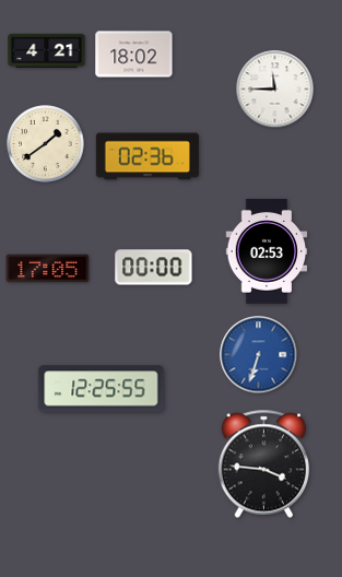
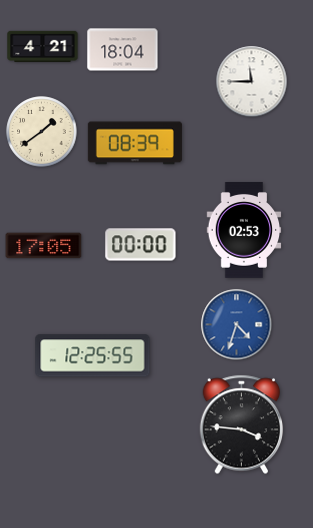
clock at (134, 55): 18:02 -> 18:04
clock at (148, 156): 02:36 -> 08:39
clock at (259, 355): 6:33 -> 4:33
